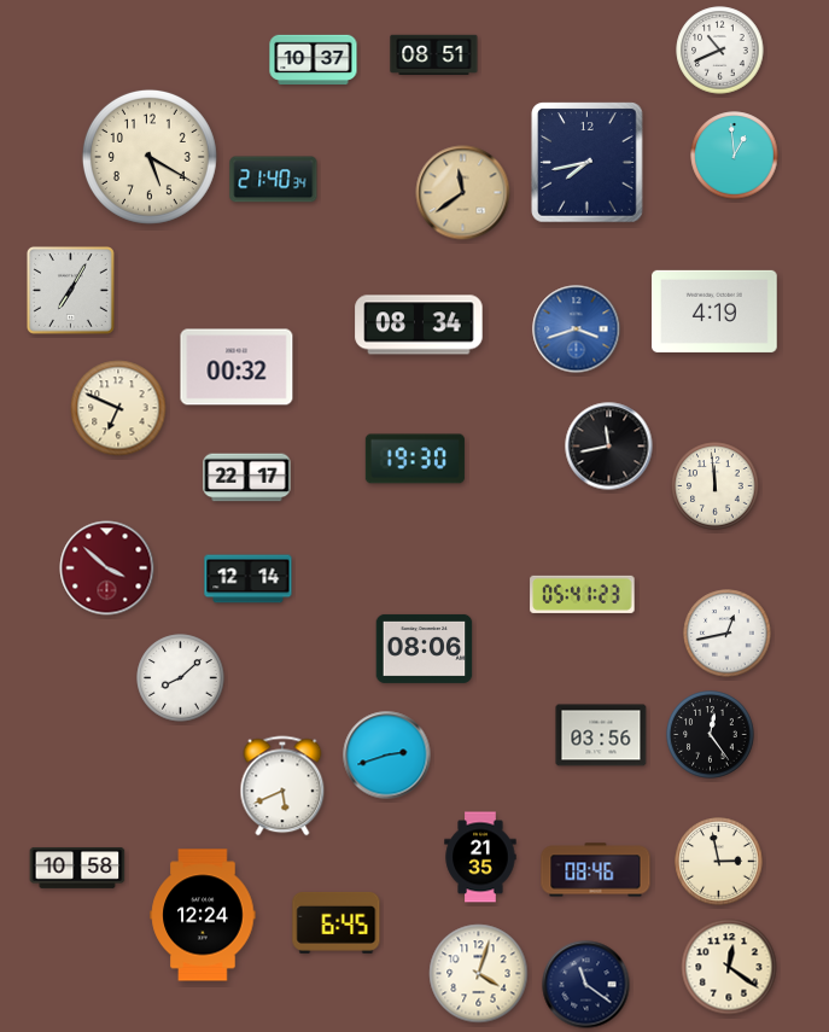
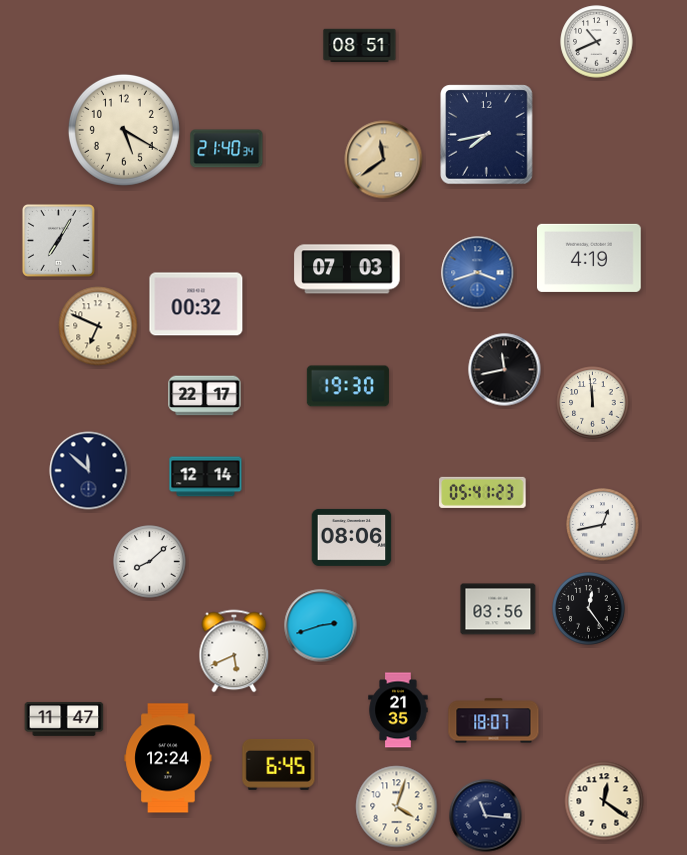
clock at (314, 59): 10:37 -> none
clock at (735, 156): 12:59 -> none
clock at (716, 311) position: (716, 311) -> (590, 258)
clock at (419, 325): 08:34 -> 07:03
clock at (118, 408) position: (118, 408) -> (98, 326)
clock at (415, 459) position: (415, 459) -> (348, 386)
clock at (107, 569): 3:52 -> 11:52
clock at (107, 569) dial: burgundy -> navy
clock at (249, 579) position: (249, 579) -> (206, 477)
clock at (719, 862): 2:58 -> none
clock at (77, 868): 10:58 -> 11:47
clock at (596, 870): 08:46 -> 18:07
clock at (586, 985): 11:21 -> 11:16
